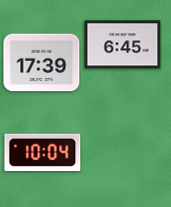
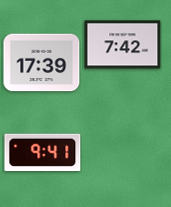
clock at (123, 45): 6:45 -> 7:42
clock at (43, 153): 10:04 -> 9:41
